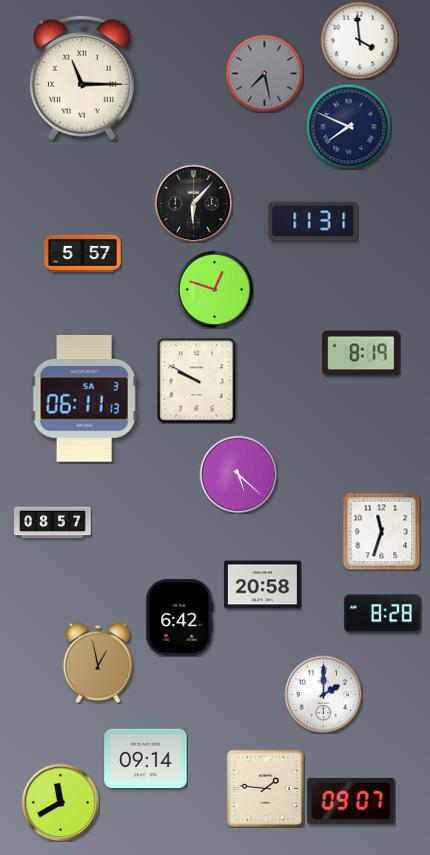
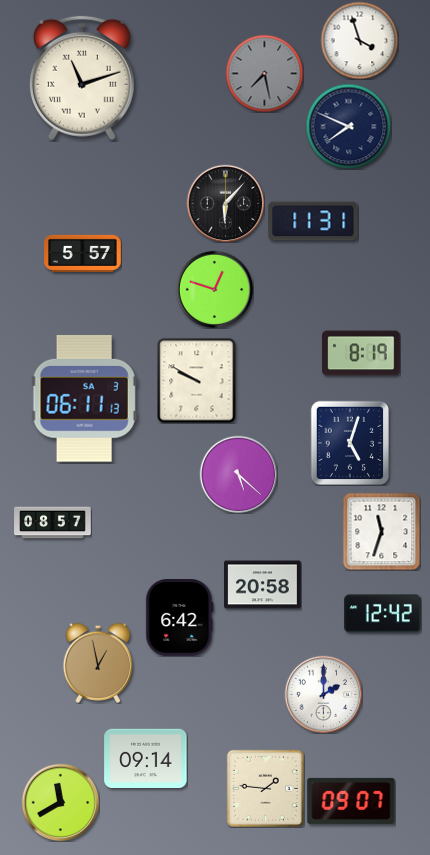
clock at (359, 40): 3:59 -> 3:57
clock at (82, 78): 11:15 -> 11:12
clock at (193, 203) position: (193, 203) -> (225, 203)
clock at (349, 442): none -> 5:03
clock at (383, 614): 8:28 -> 12:42
